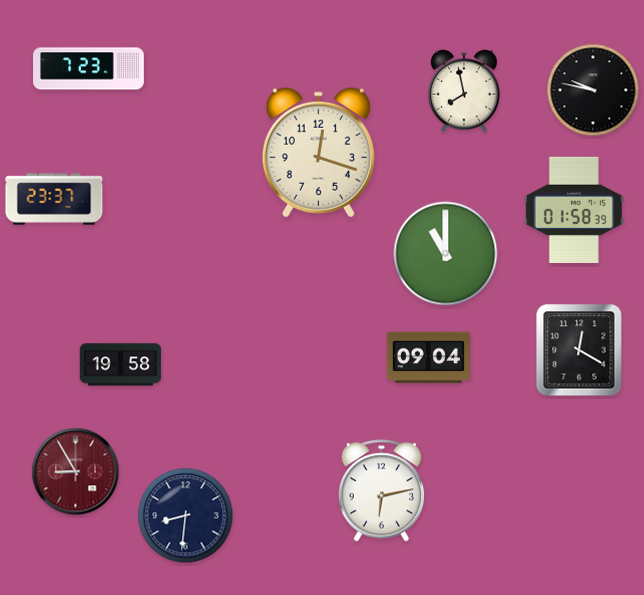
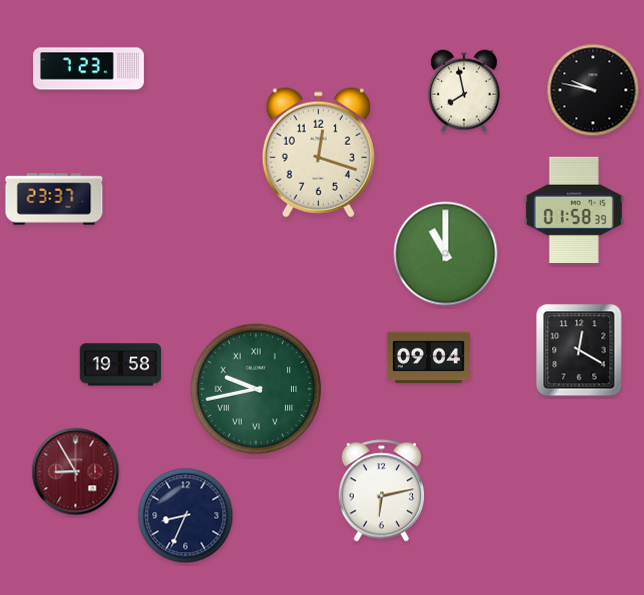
clock at (255, 388): none -> 9:43
clock at (186, 516): 8:31 -> 8:34
